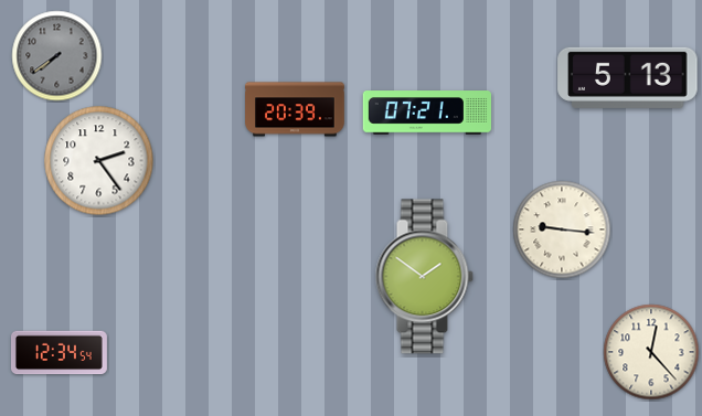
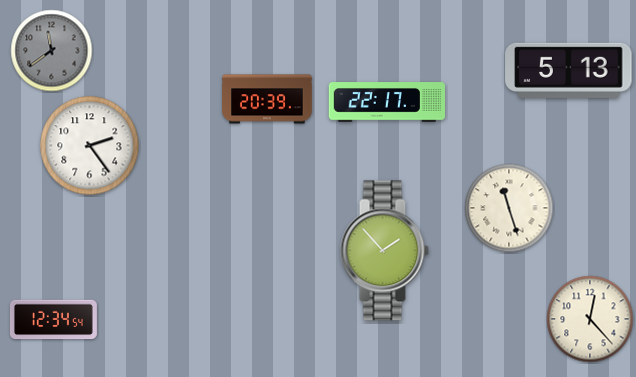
clock at (57, 56): 7:39 -> 11:39
clock at (426, 113): 07:21 -> 22:17
clock at (562, 230): 9:16 -> 11:27
clock at (424, 277): 1:51 -> 1:53
